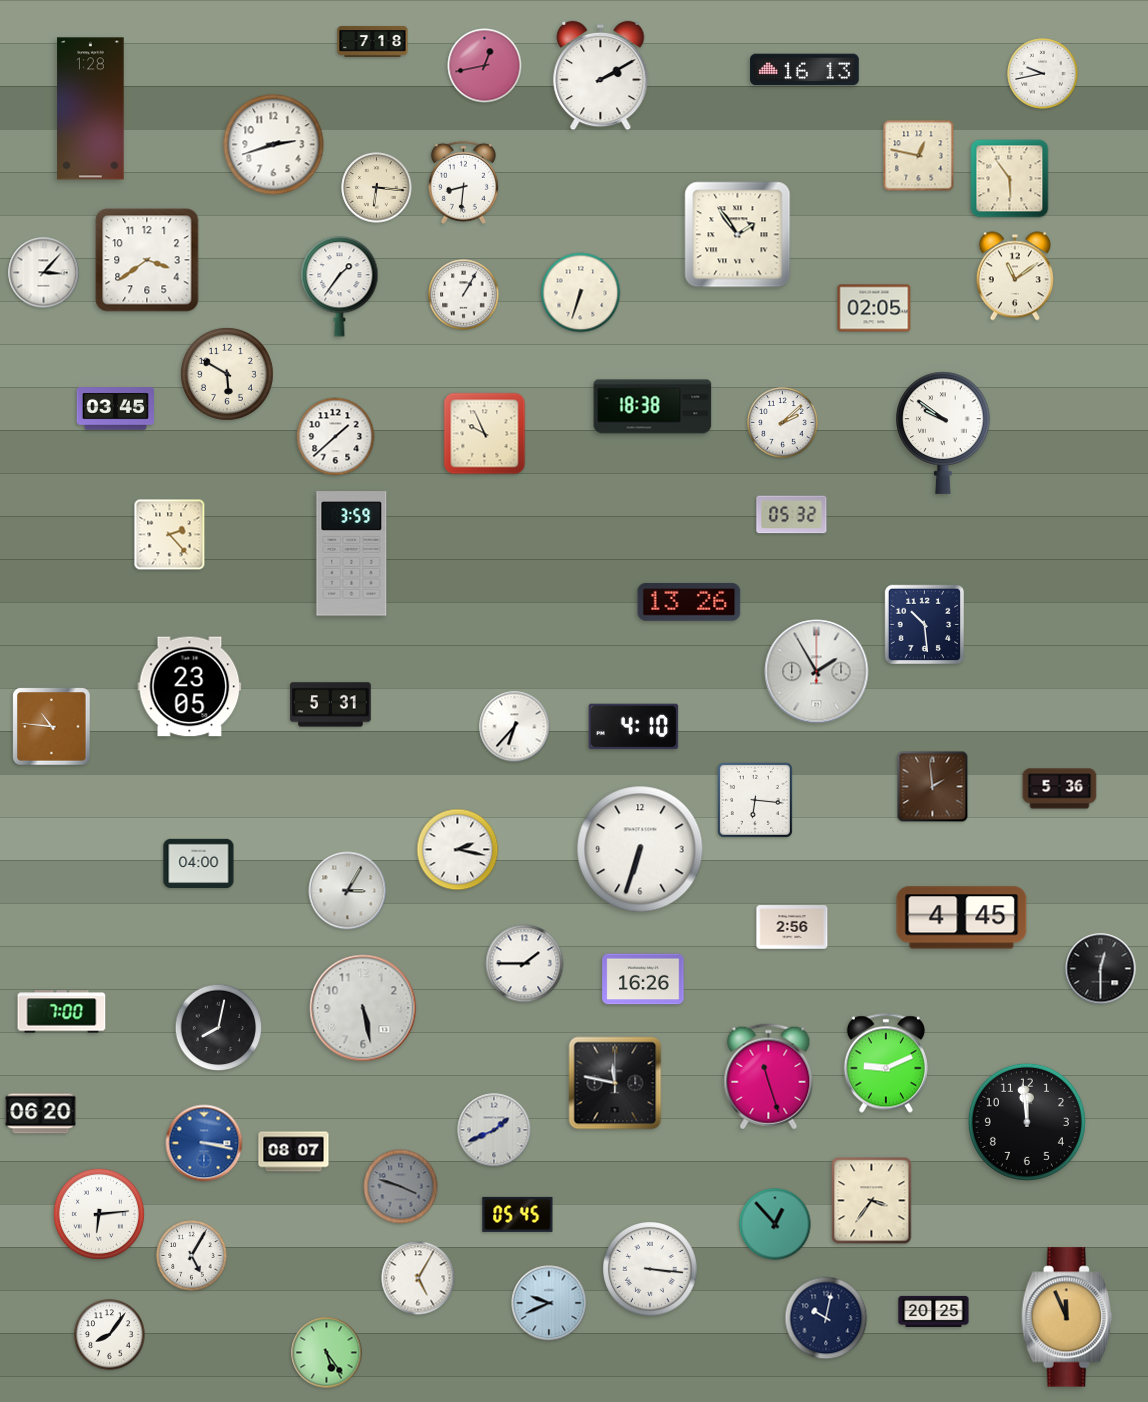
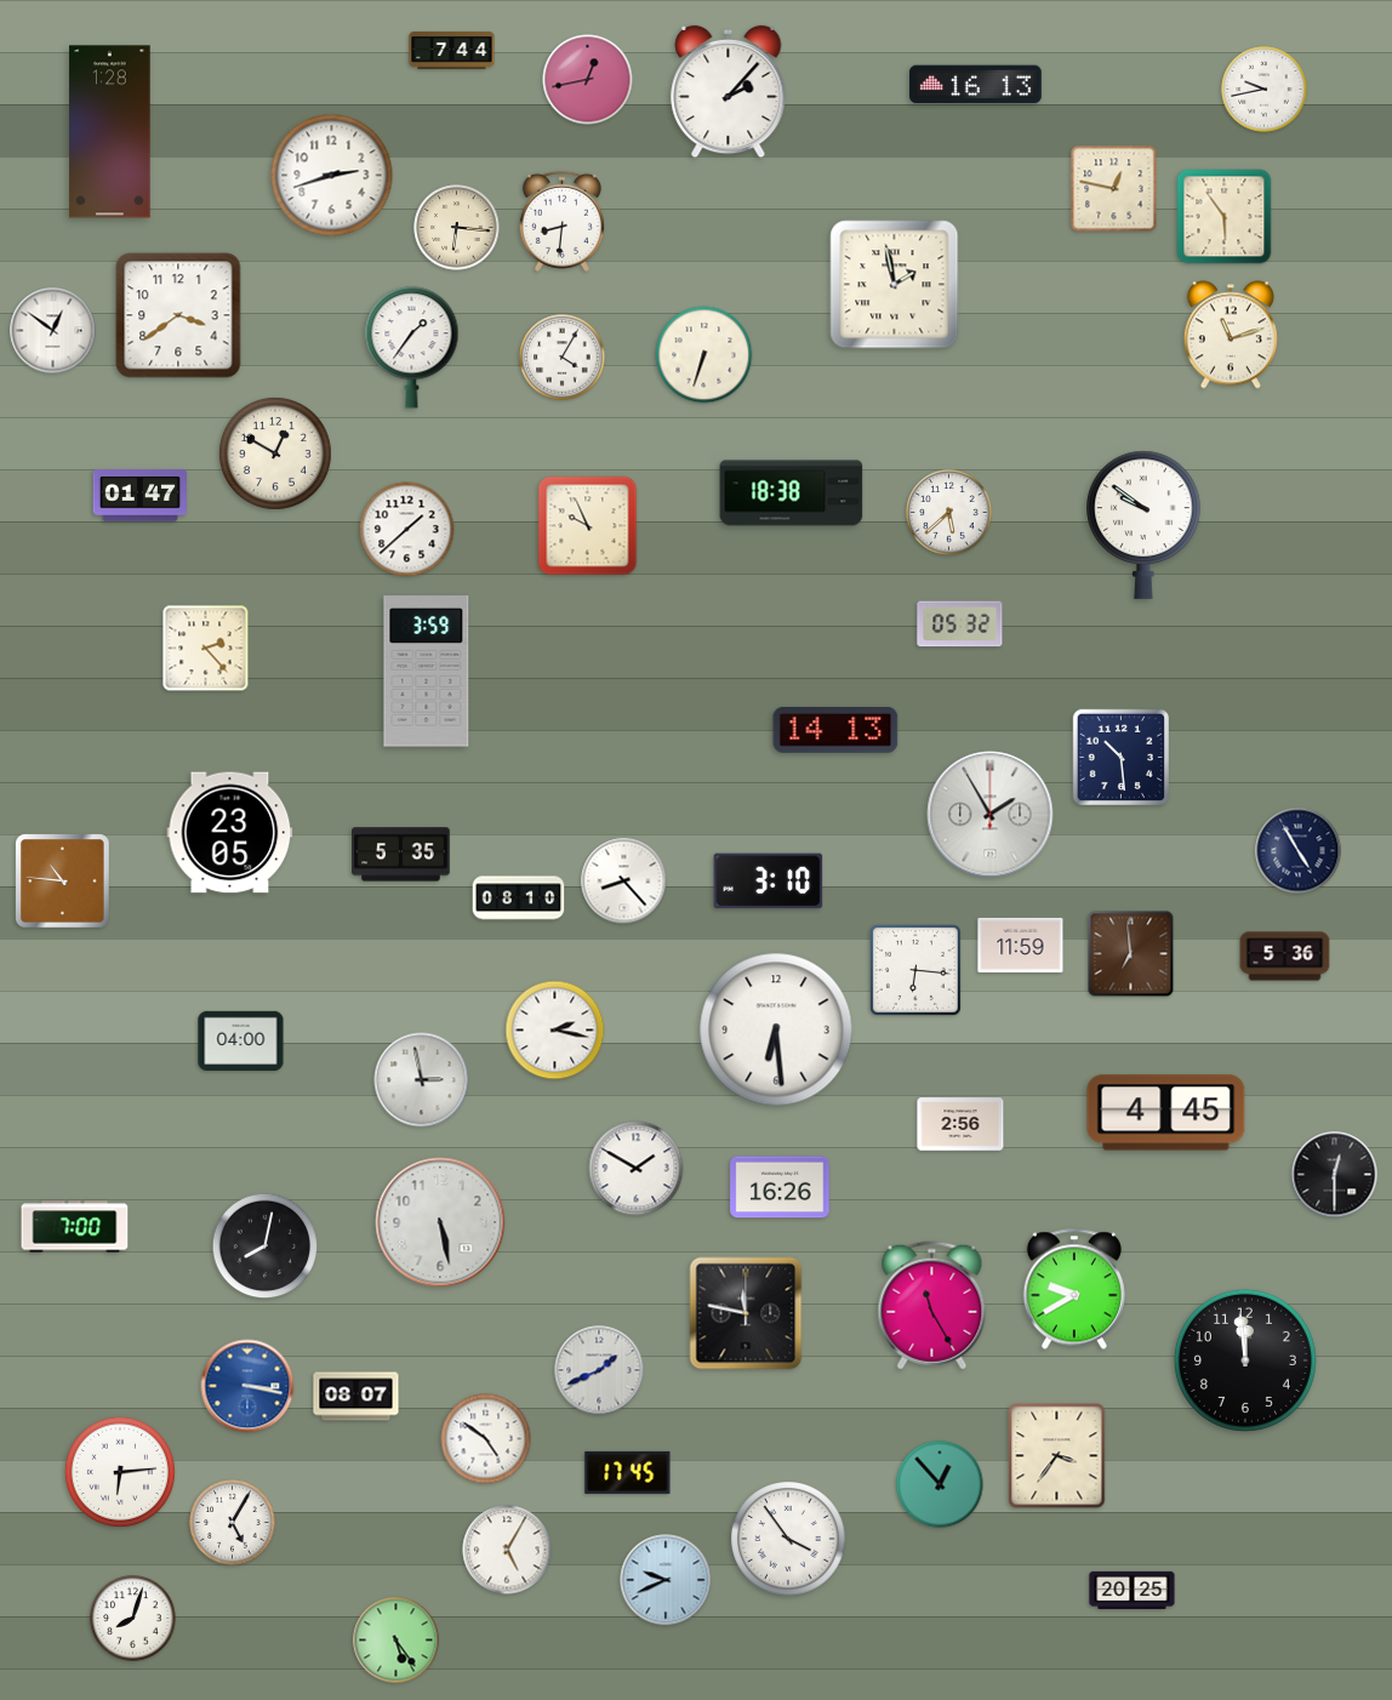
clock at (373, 41): 7:18 -> 7:44
clock at (601, 76): 2:10 -> 2:07
clock at (738, 235): 1:54 -> 1:58
clock at (44, 273): 3:07 -> 12:51
clock at (1015, 276): 11:09 -> 11:12
clock at (464, 295): 1:05 -> 4:05
clock at (874, 308): 02:05 -> none
clock at (227, 374): 5:50 -> 12:50
clock at (115, 409): 03:45 -> 01:47
clock at (783, 423): 2:08 -> 5:38
clock at (689, 602): 13:26 -> 14:13
clock at (1299, 851): none -> 4:55
clock at (331, 705): 5:31 -> 5:35
clock at (515, 727): 6:37 -> 8:23
clock at (634, 727): 4:10 -> 3:10
clock at (519, 899): none -> 08:10
clock at (1021, 945): none -> 11:59
clock at (933, 787): 1:59 -> 6:59
clock at (640, 849): 6:33 -> 6:29
clock at (199, 863) position: (199, 863) -> (241, 1040)
clock at (348, 891): 3:05 -> 2:58
clock at (525, 964): 1:45 -> 1:50
clock at (886, 1063): 9:11 -> 9:40
clock at (769, 1077): 11:27 -> 11:25
clock at (41, 1114): 06:20 -> none
clock at (401, 1187): 3:48 -> 4:51
clock at (401, 1187) dial: grey -> white
clock at (518, 1214): 05:45 -> 17:45
clock at (650, 1269): 3:16 -> 3:54
clock at (1067, 1317): 11:56 -> none
clock at (826, 1318): 10:02 -> none
clock at (110, 1335): 8:06 -> 8:03
